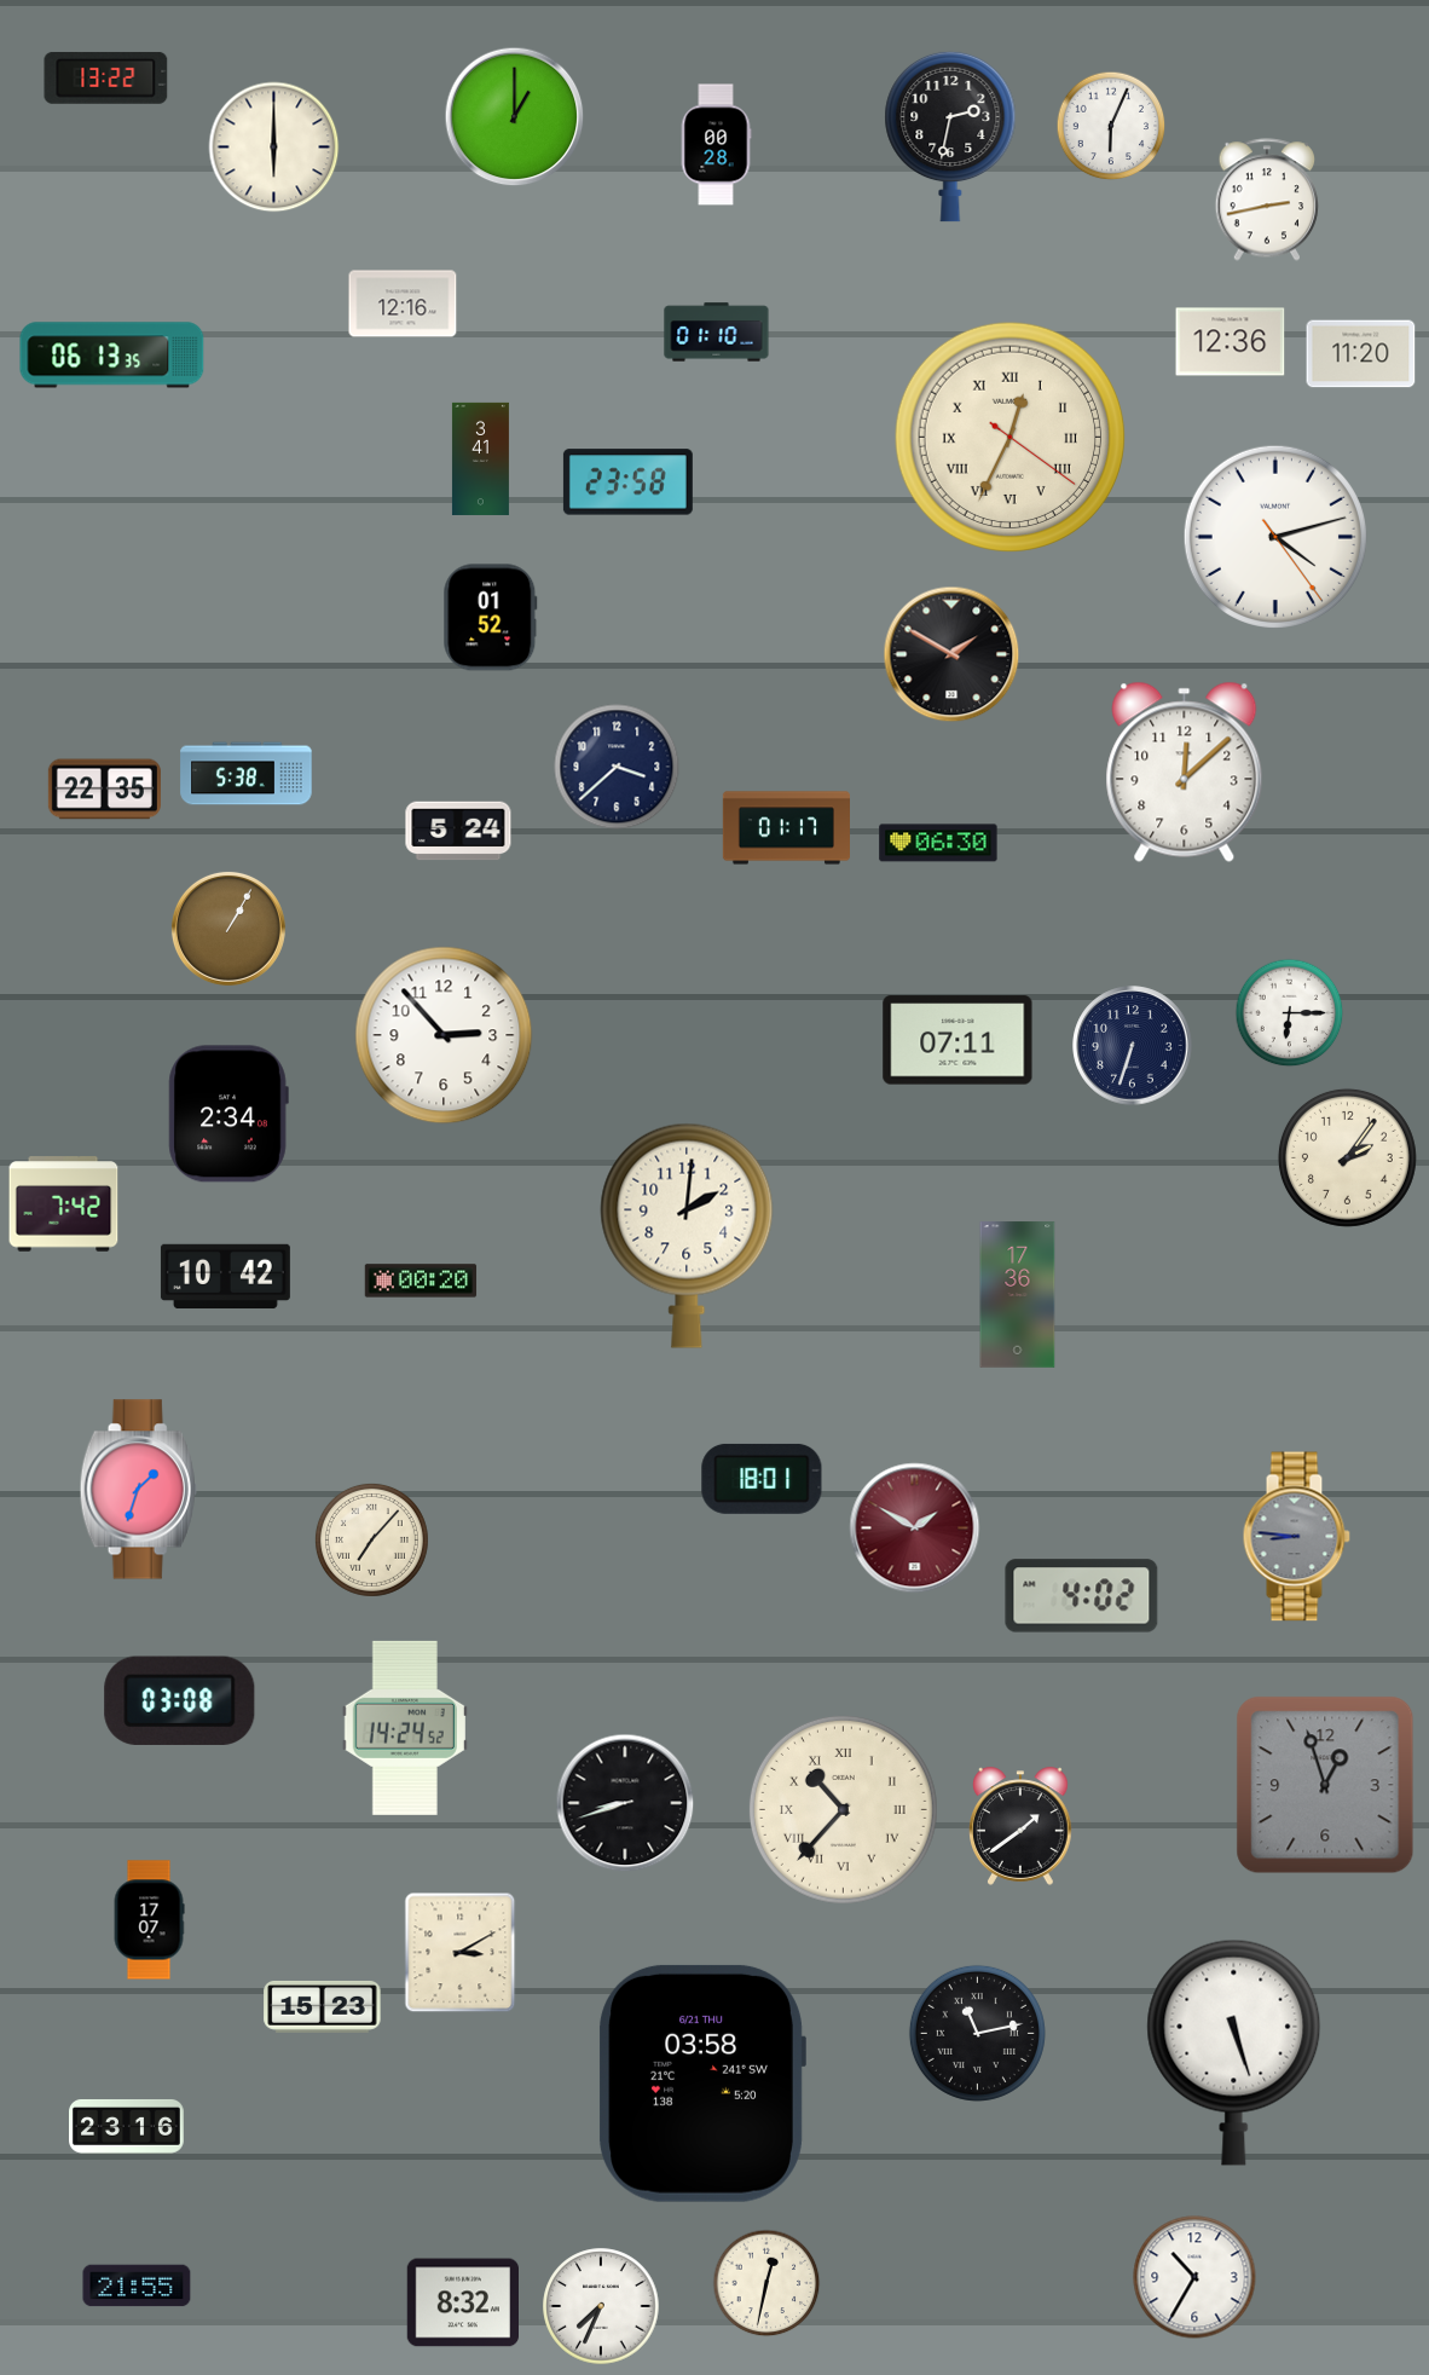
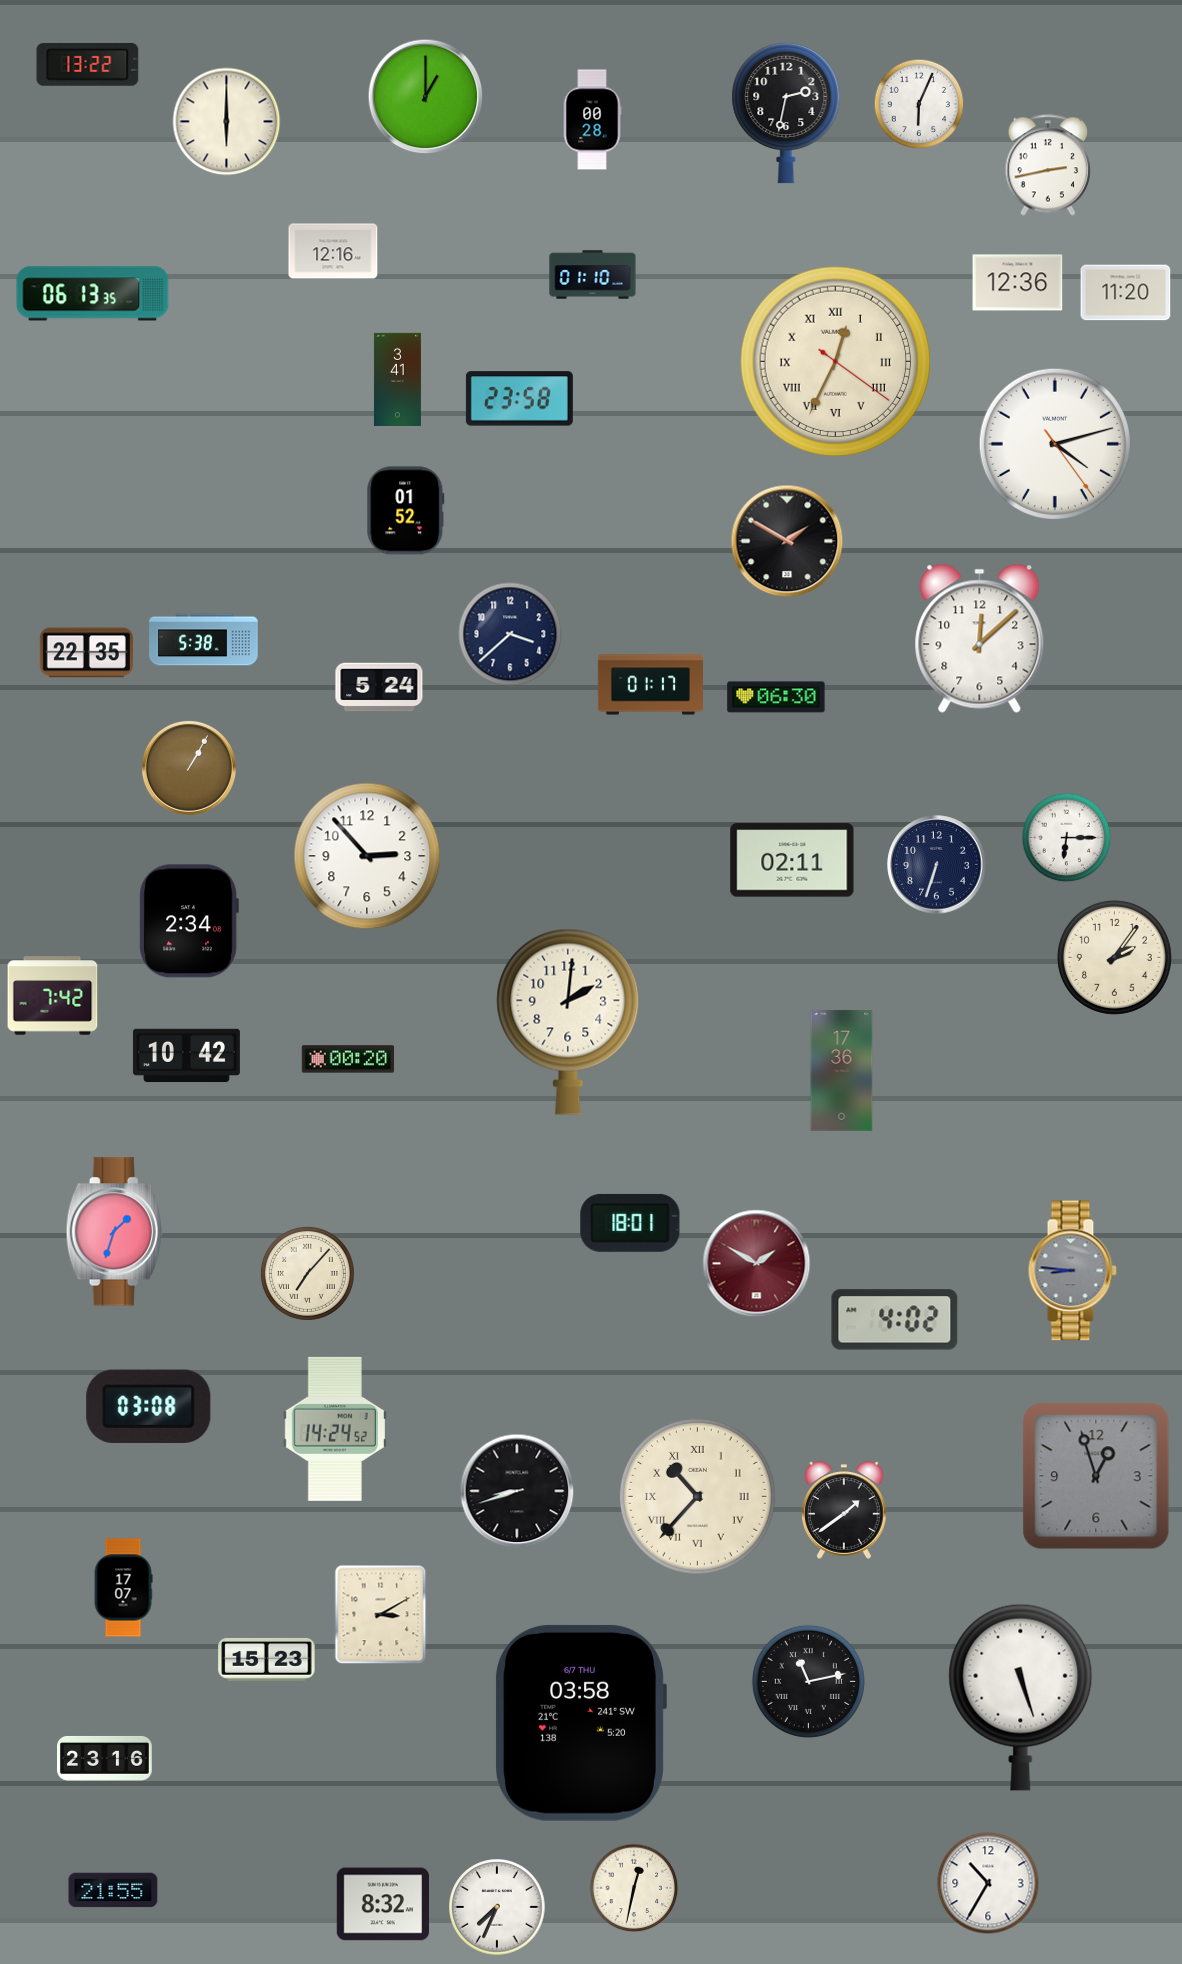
clock at (958, 1040): 07:11 -> 02:11
clock at (702, 2084) date: 6/21 THU -> 6/7 THU
